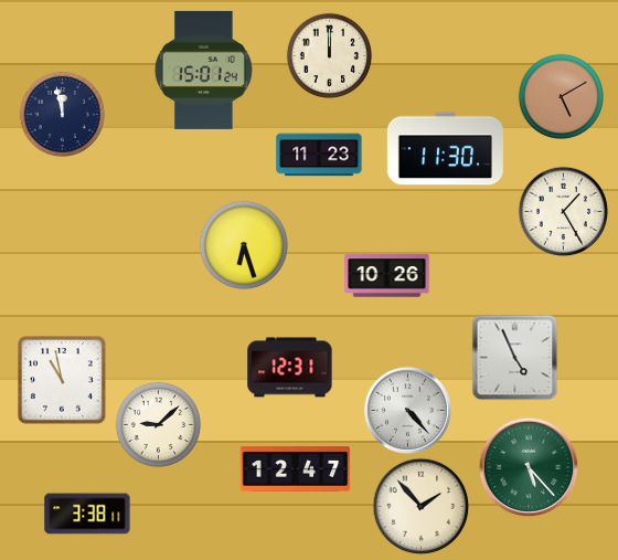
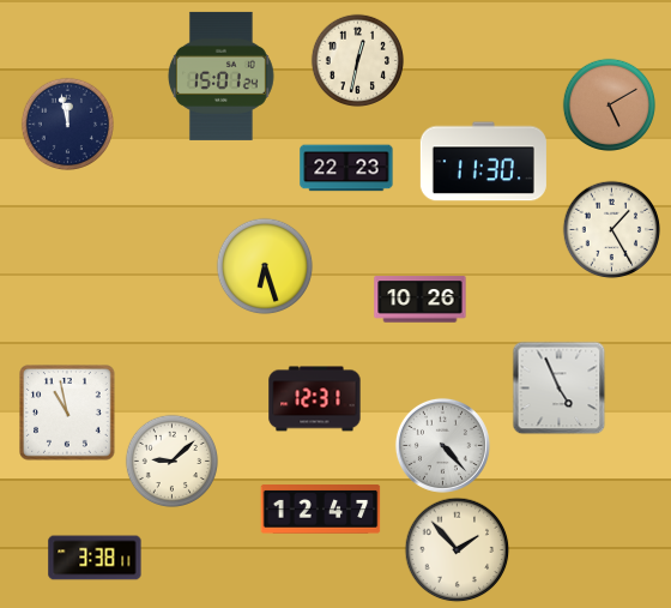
clock at (329, 55): 12:00 -> 12:32
clock at (319, 155): 11:23 -> 22:23
clock at (529, 467): 5:23 -> none
